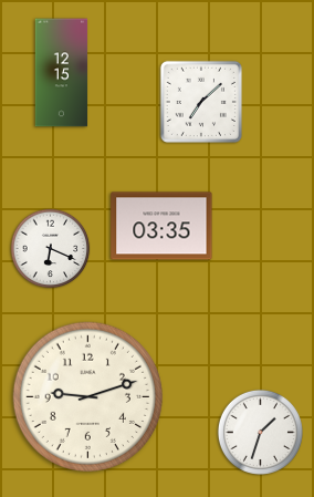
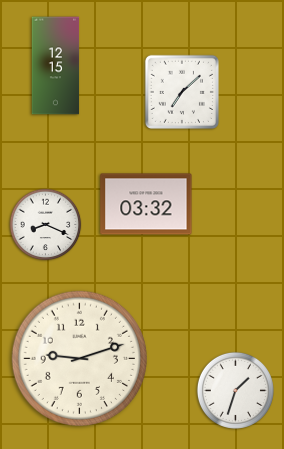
clock at (161, 226): 03:35 -> 03:32
clock at (51, 249): 6:19 -> 8:19
